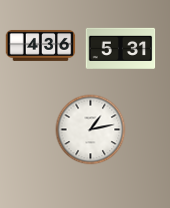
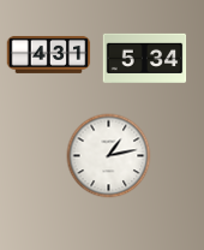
clock at (41, 45): 4:36 -> 4:31
clock at (121, 48): 5:31 -> 5:34
